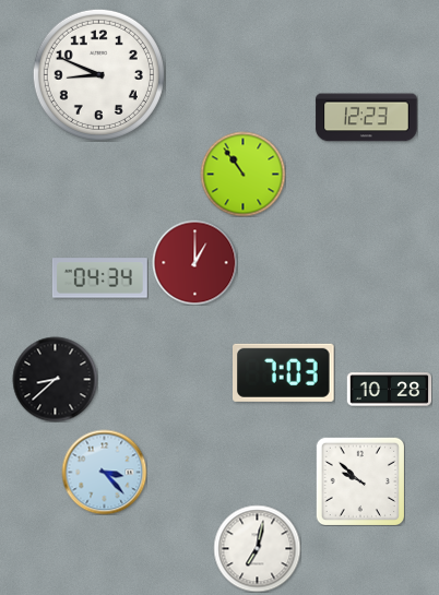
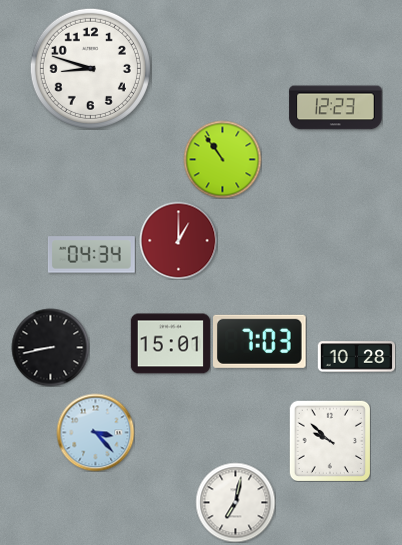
clock at (98, 74): 8:49 -> 8:48
clock at (170, 344): none -> 15:01
clock at (55, 379): 8:38 -> 8:43
